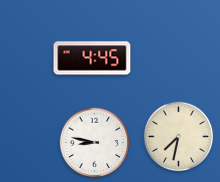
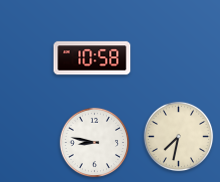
clock at (92, 58): 4:45 -> 10:58
